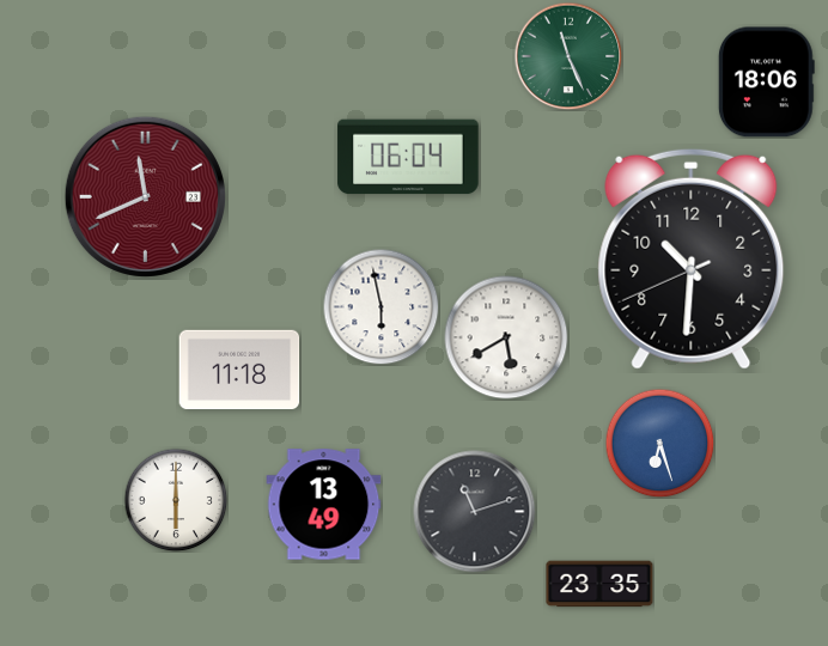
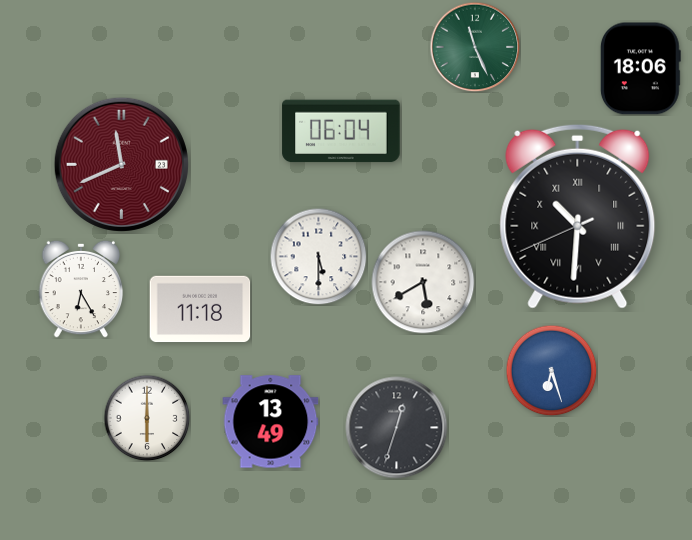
clock at (692, 258) numerals: Arabic -> Roman
clock at (380, 306): 5:58 -> 5:30
clock at (81, 289): none -> 6:25
clock at (475, 512): 11:12 -> 12:33
clock at (599, 584): 23:35 -> none
